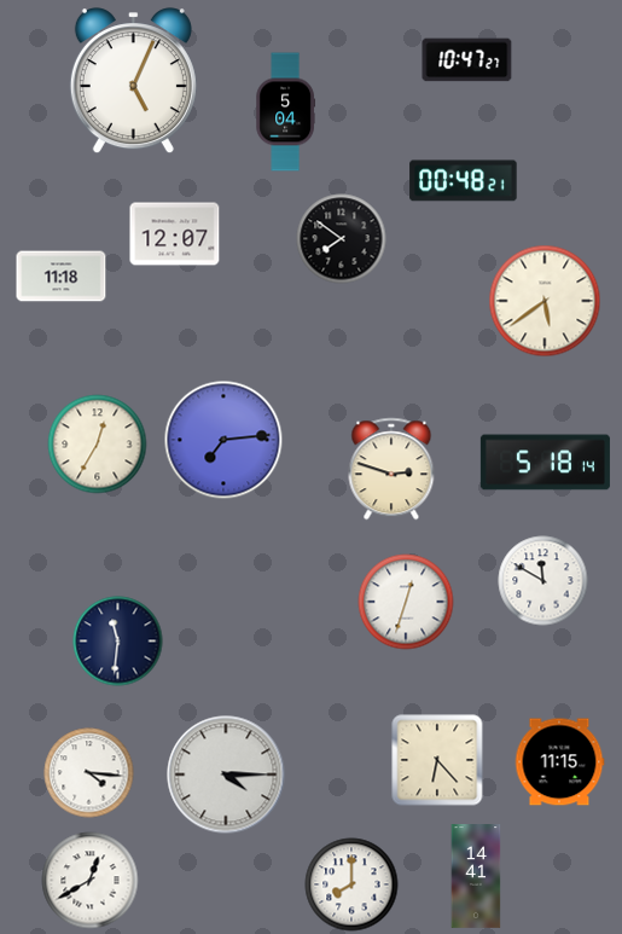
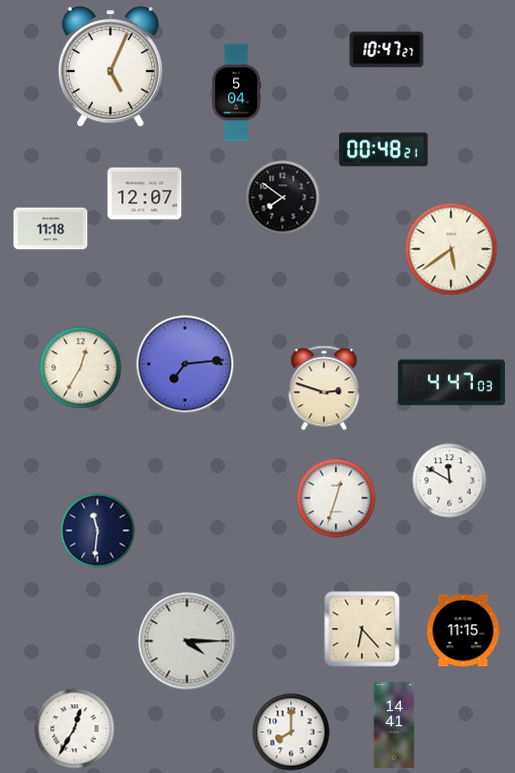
clock at (545, 463): 5:18 -> 4:47
clock at (89, 773): 4:16 -> none
clock at (91, 881): 12:40 -> 12:35
